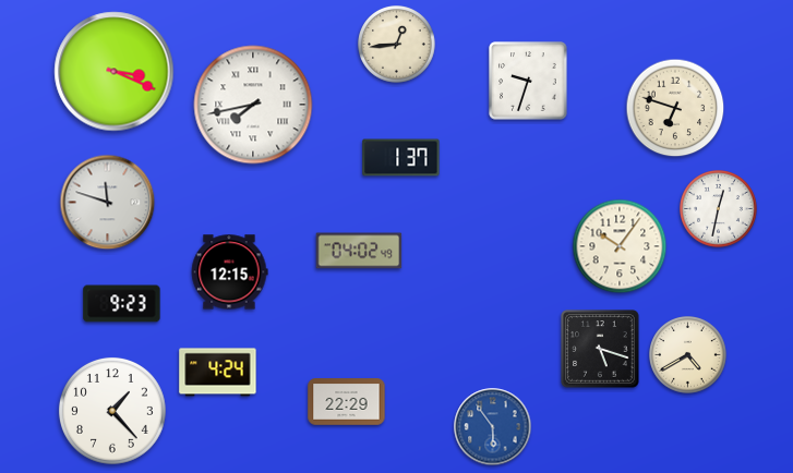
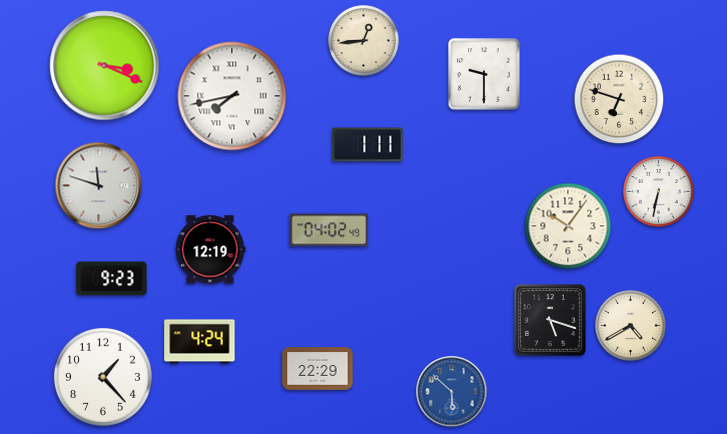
clock at (528, 81): 9:33 -> 9:30
clock at (401, 158): 1:37 -> 1:11
clock at (719, 209): 12:32 -> 6:32
clock at (229, 272): 12:15 -> 12:19
clock at (493, 427): 5:54 -> 5:52
